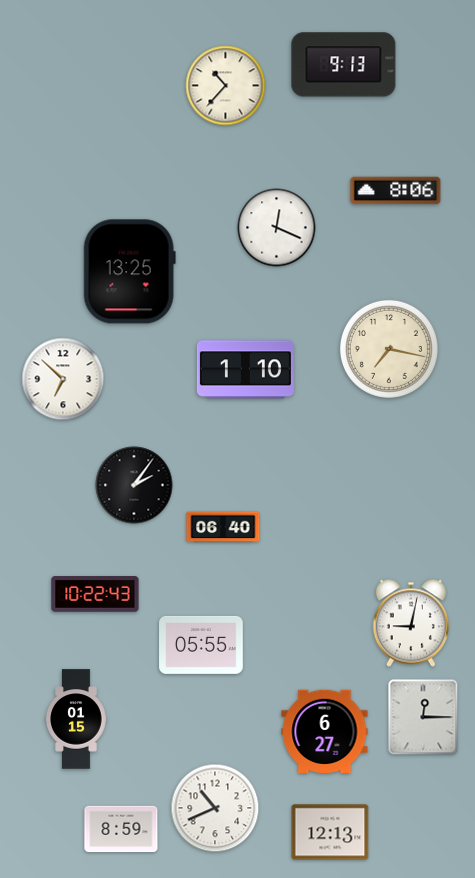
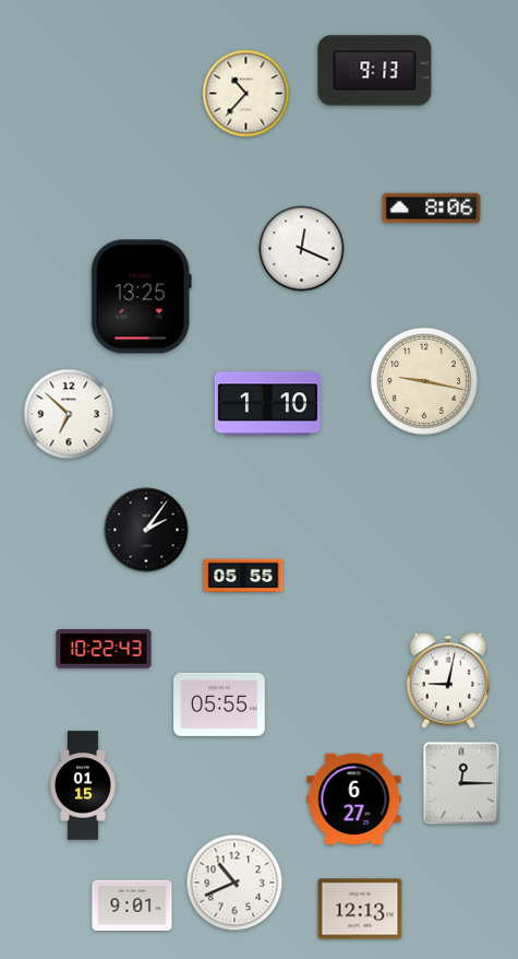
clock at (389, 349): 7:17 -> 9:17
clock at (223, 527): 06:40 -> 05:55
clock at (121, 829): 8:59 -> 9:01
